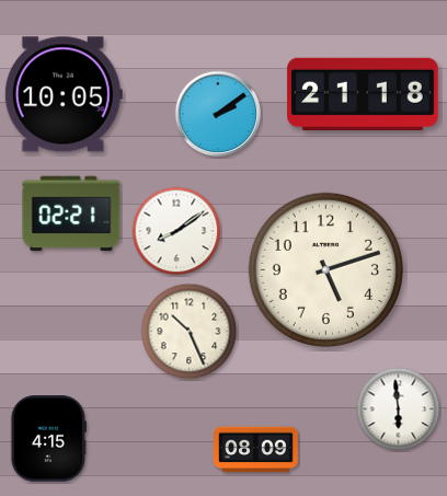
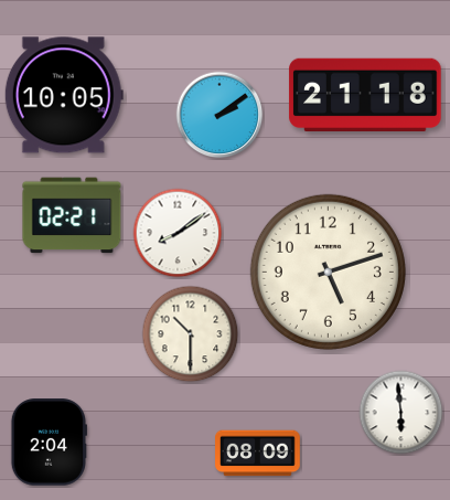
clock at (190, 332): 10:26 -> 10:30
clock at (47, 439): 4:15 -> 2:04
